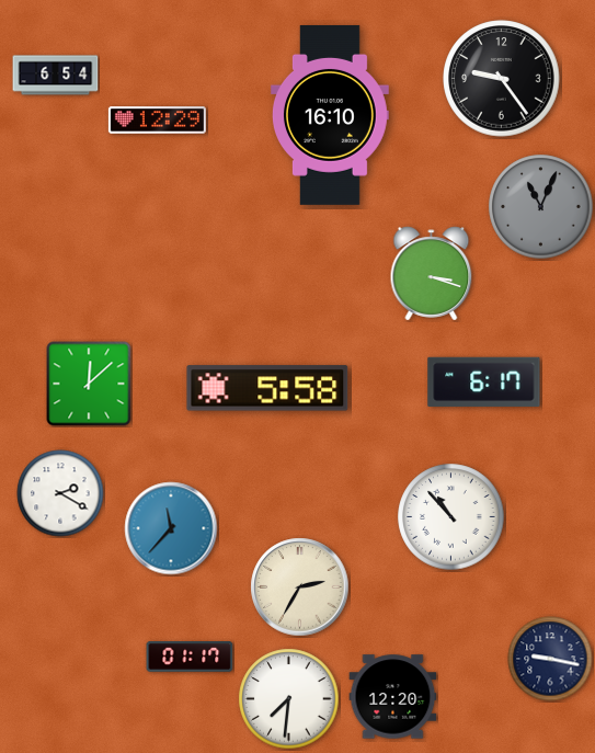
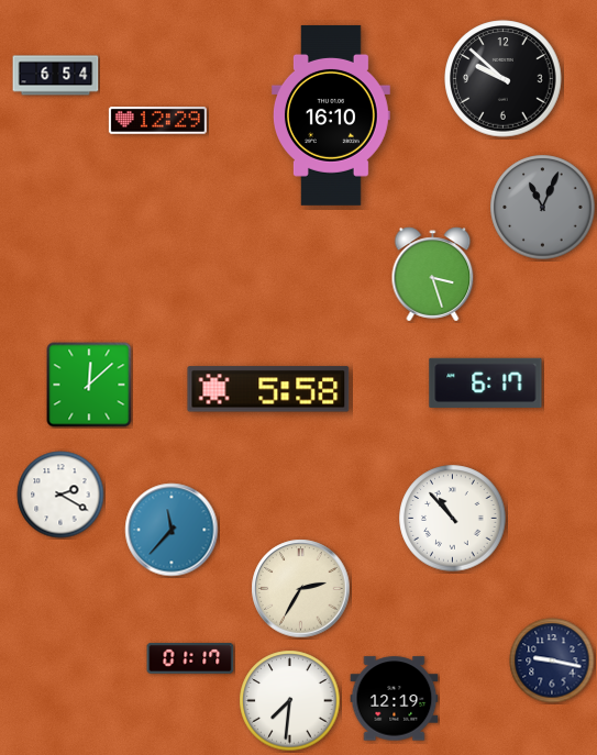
clock at (502, 79): 9:24 -> 9:52
clock at (432, 274): 3:18 -> 3:27
clock at (393, 697): 12:20 -> 12:19
